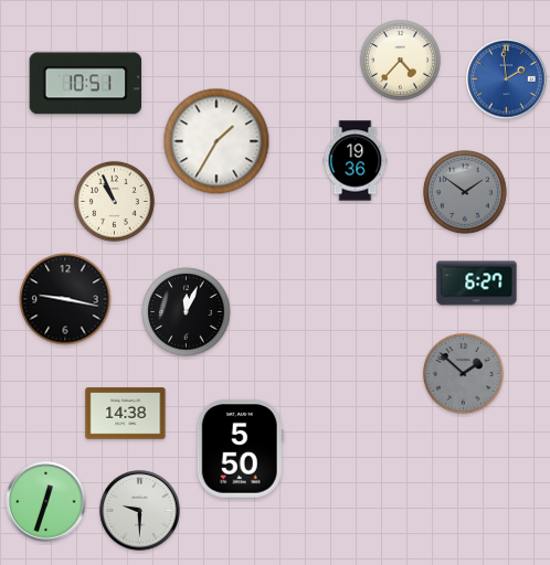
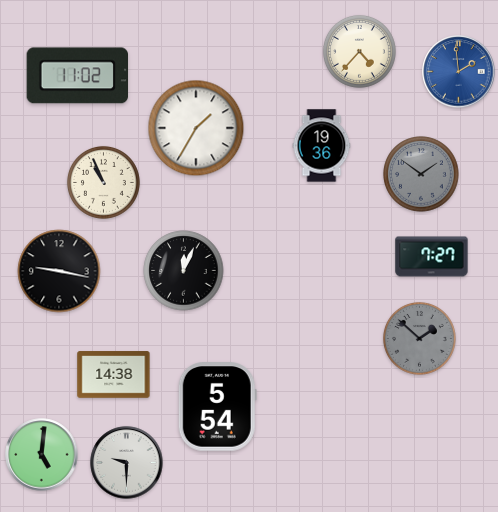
clock at (400, 60) position: (400, 60) -> (359, 51)
clock at (85, 84): 10:51 -> 11:02
clock at (477, 284): 6:27 -> 7:27
clock at (187, 312) position: (187, 312) -> (184, 271)
clock at (240, 449): 5:50 -> 5:54
clock at (46, 502): 12:33 -> 5:01
